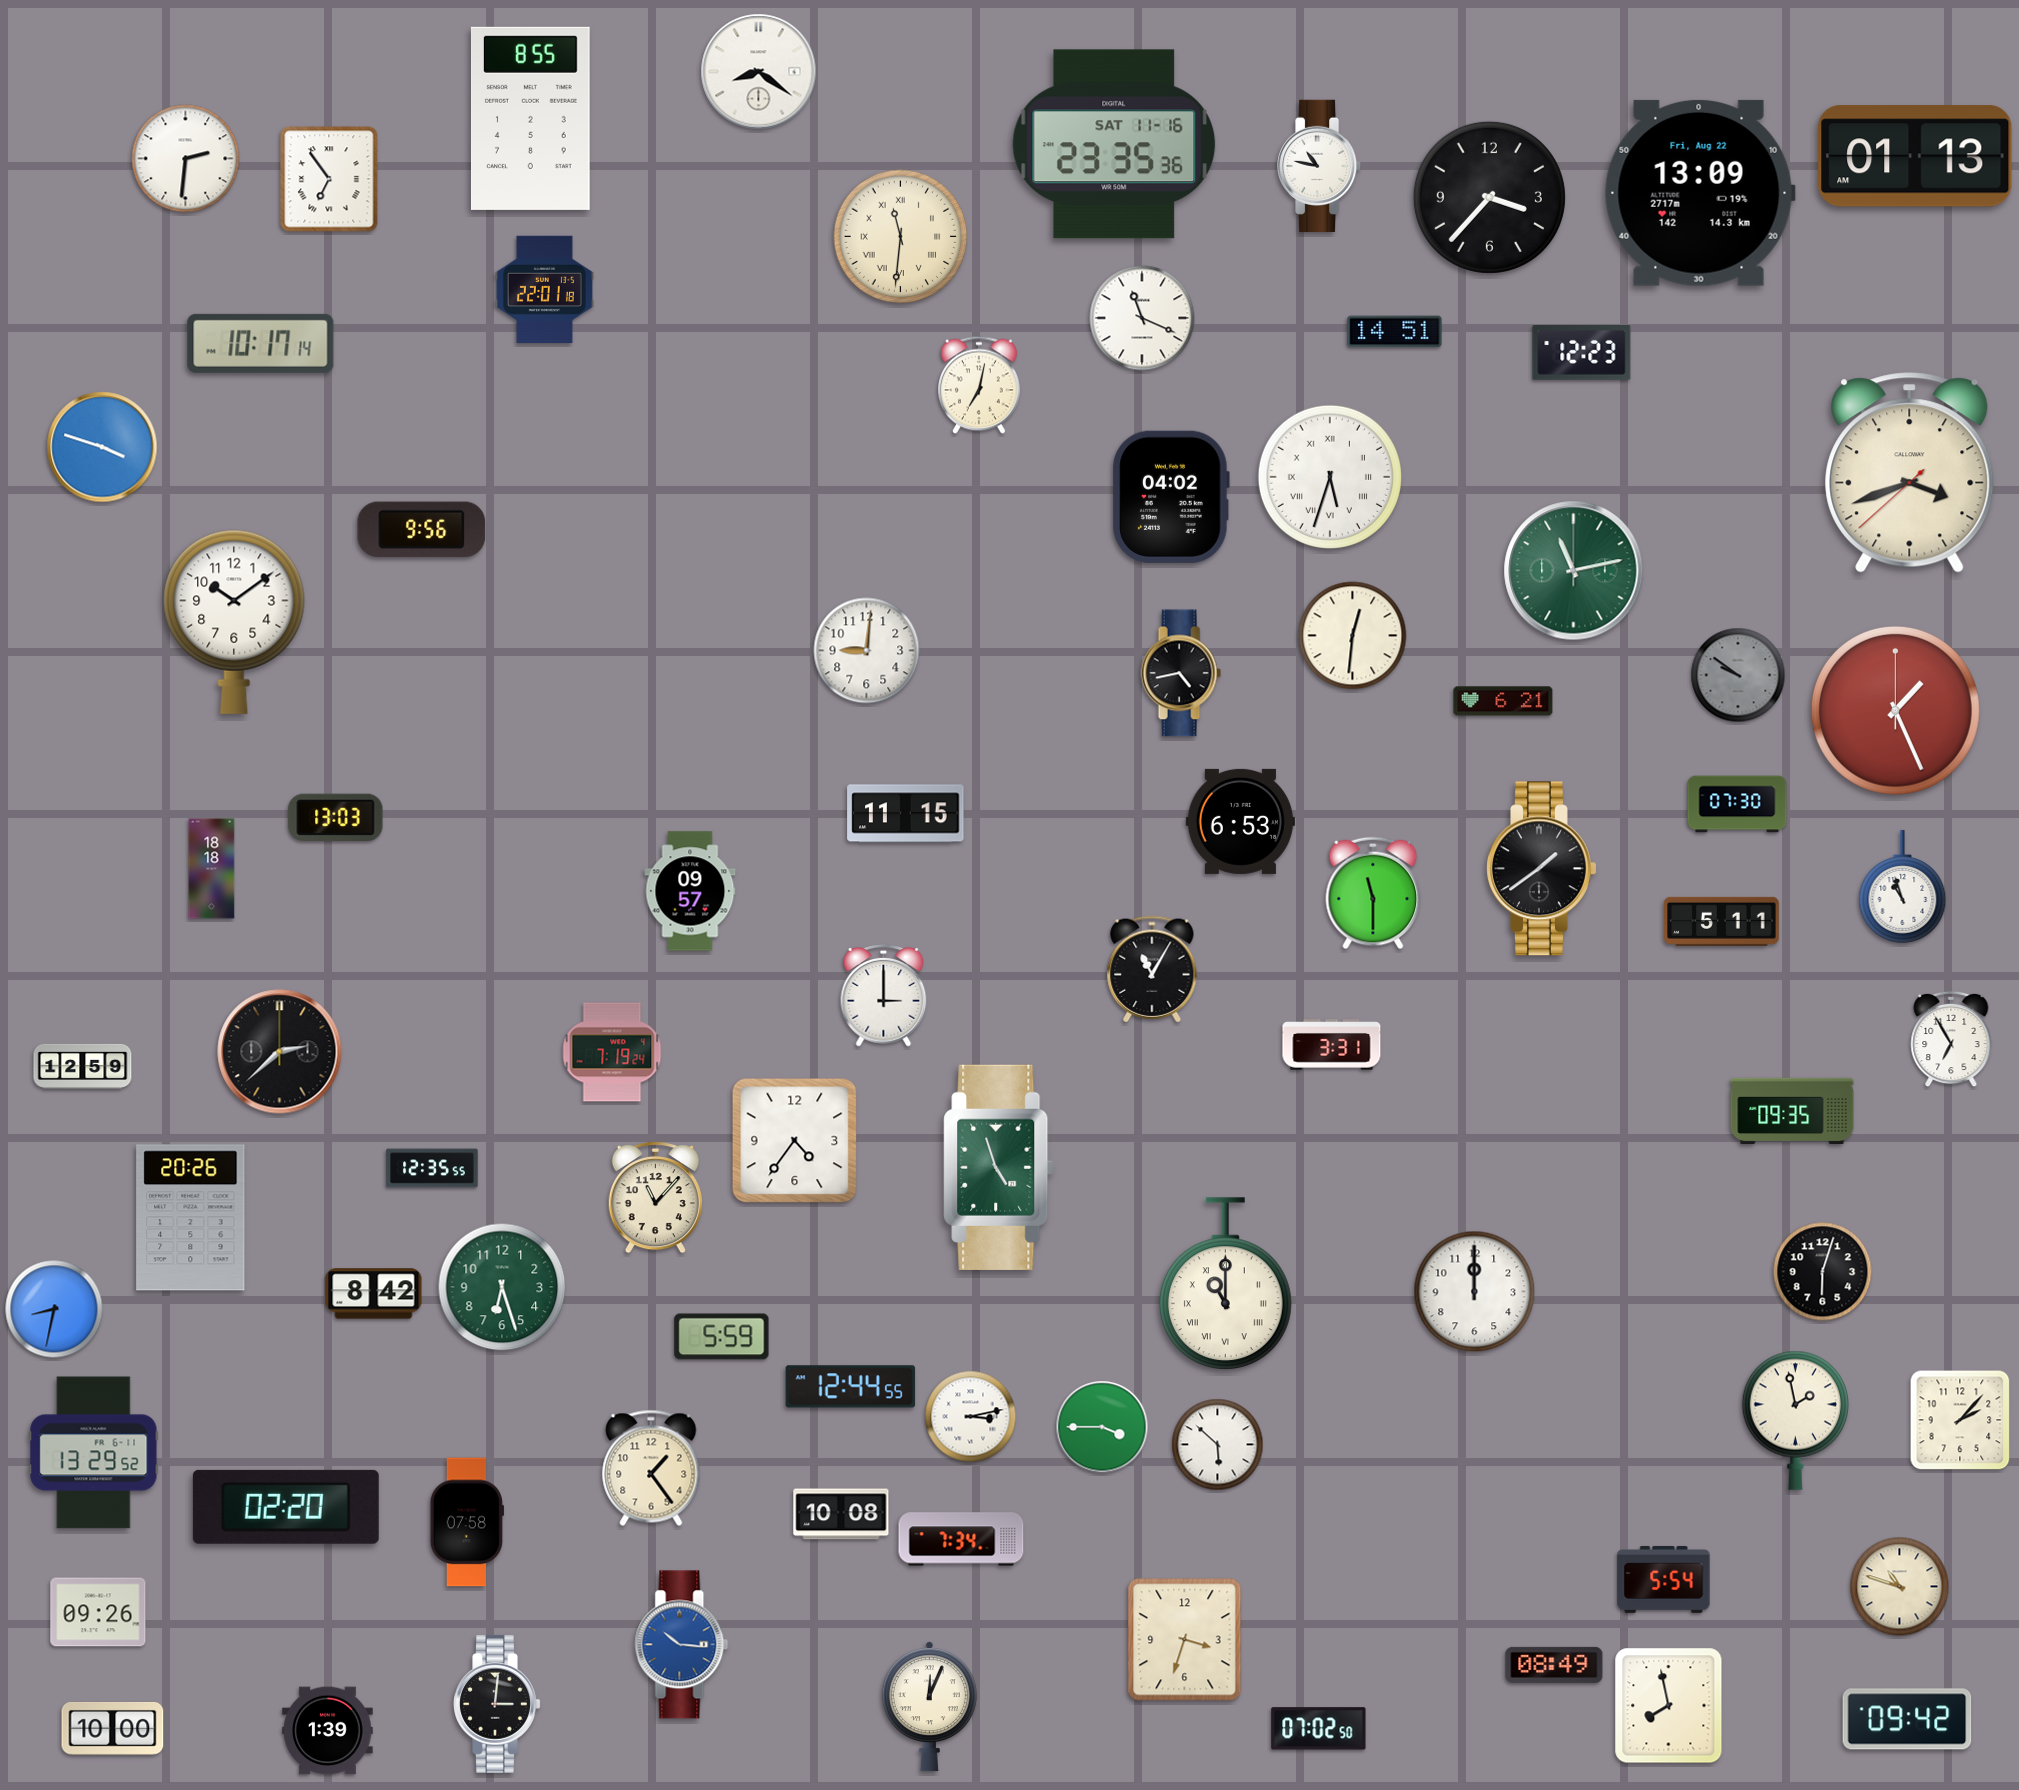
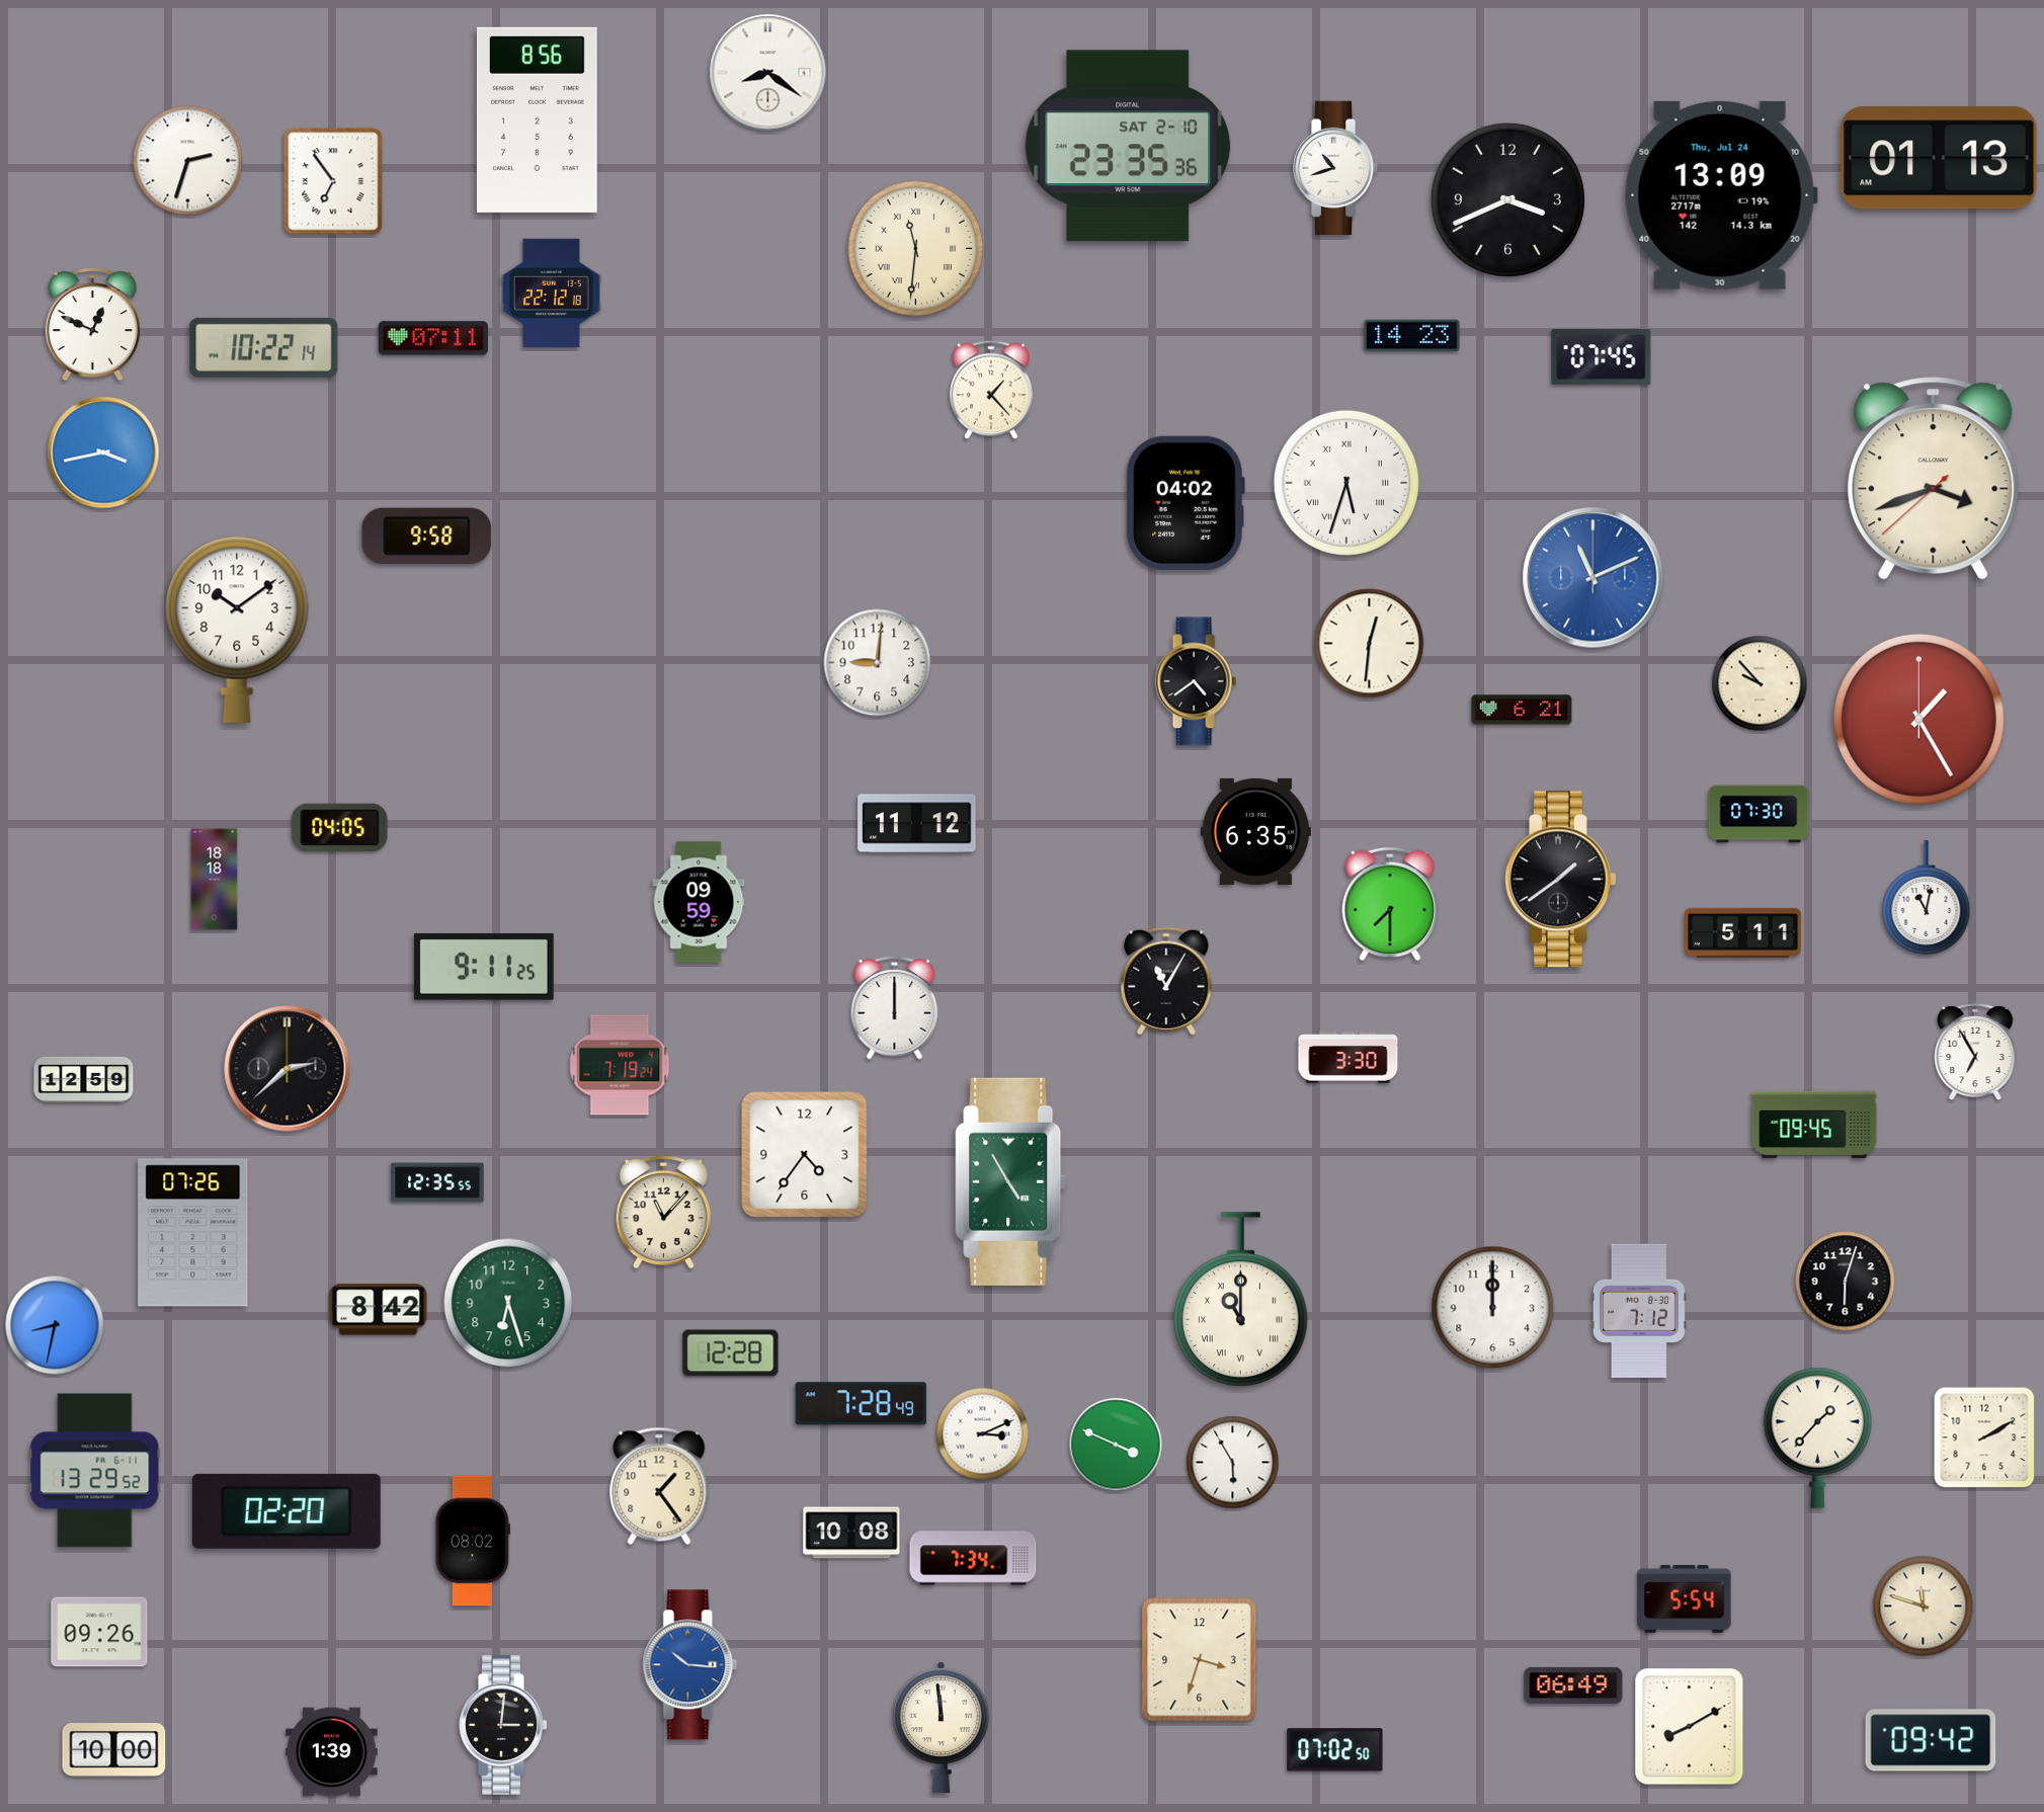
clock at (530, 118): 8:55 -> 8:56
clock at (1114, 144) date: SAT 11-16 -> SAT 2-10
clock at (186, 159): 2:31 -> 2:33
clock at (1320, 165): 10:47 -> 10:42
clock at (1700, 193) date: Fri, Aug 22 -> Thu, Jul 24
clock at (1489, 197): 3:37 -> 3:41
clock at (901, 237) position: (901, 237) -> (916, 249)
clock at (544, 290): 22:01 -> 22:12
clock at (1142, 318): 11:19 -> none
clock at (92, 324): none -> 12:49
clock at (1395, 332): 14:51 -> 14:23
clock at (433, 338): none -> 07:11
clock at (261, 343): 10:17 -> 10:22
clock at (1582, 353): 12:23 -> 07:45
clock at (980, 385): 7:02 -> 1:23
clock at (102, 447): 3:48 -> 3:43
clock at (422, 530): 9:56 -> 9:58
clock at (1574, 571): 11:13 -> 11:11
clock at (1574, 571) dial: green -> blue
clock at (867, 651) position: (867, 651) -> (878, 663)
clock at (1181, 673): 4:43 -> 4:39
clock at (1738, 675): 9:51 -> 9:53
clock at (1738, 675) dial: grey -> cream
clock at (1895, 710): 1:26 -> 1:25
clock at (906, 814): 11:15 -> 11:12
clock at (336, 817): 13:03 -> 04:05
clock at (1240, 821): 6:53 -> 6:35
clock at (1903, 886): 10:57 -> 11:02
clock at (690, 891): 09:57 -> 09:59
clock at (1373, 893): 11:30 -> 7:30
clock at (484, 967): none -> 9:11
clock at (884, 996): 3:00 -> 12:00
clock at (1332, 1045): 3:31 -> 3:30
clock at (280, 1052) position: (280, 1052) -> (288, 1069)
clock at (1792, 1111): 09:35 -> 09:45
clock at (999, 1167): 4:57 -> 4:55
clock at (191, 1218): 20:26 -> 07:26
clock at (1823, 1272) position: (1823, 1272) -> (1846, 1282)
clock at (1639, 1310): none -> 7:12
clock at (722, 1337): 5:59 -> 12:28
clock at (851, 1387): 12:44 -> 7:28
clock at (971, 1417): 3:13 -> 3:11
clock at (1795, 1420): 1:58 -> 1:37
clock at (1960, 1420): 2:07 -> 2:10
clock at (1102, 1427): 3:45 -> 3:49
clock at (1218, 1445): 5:52 -> 5:55
clock at (286, 1507) position: (286, 1507) -> (287, 1511)
clock at (467, 1522): 07:58 -> 08:02
clock at (1900, 1587): 10:48 -> 11:48
clock at (1554, 1665): 08:49 -> 06:49
clock at (1669, 1706): 7:58 -> 8:10
clock at (929, 1707): 12:04 -> 11:59
